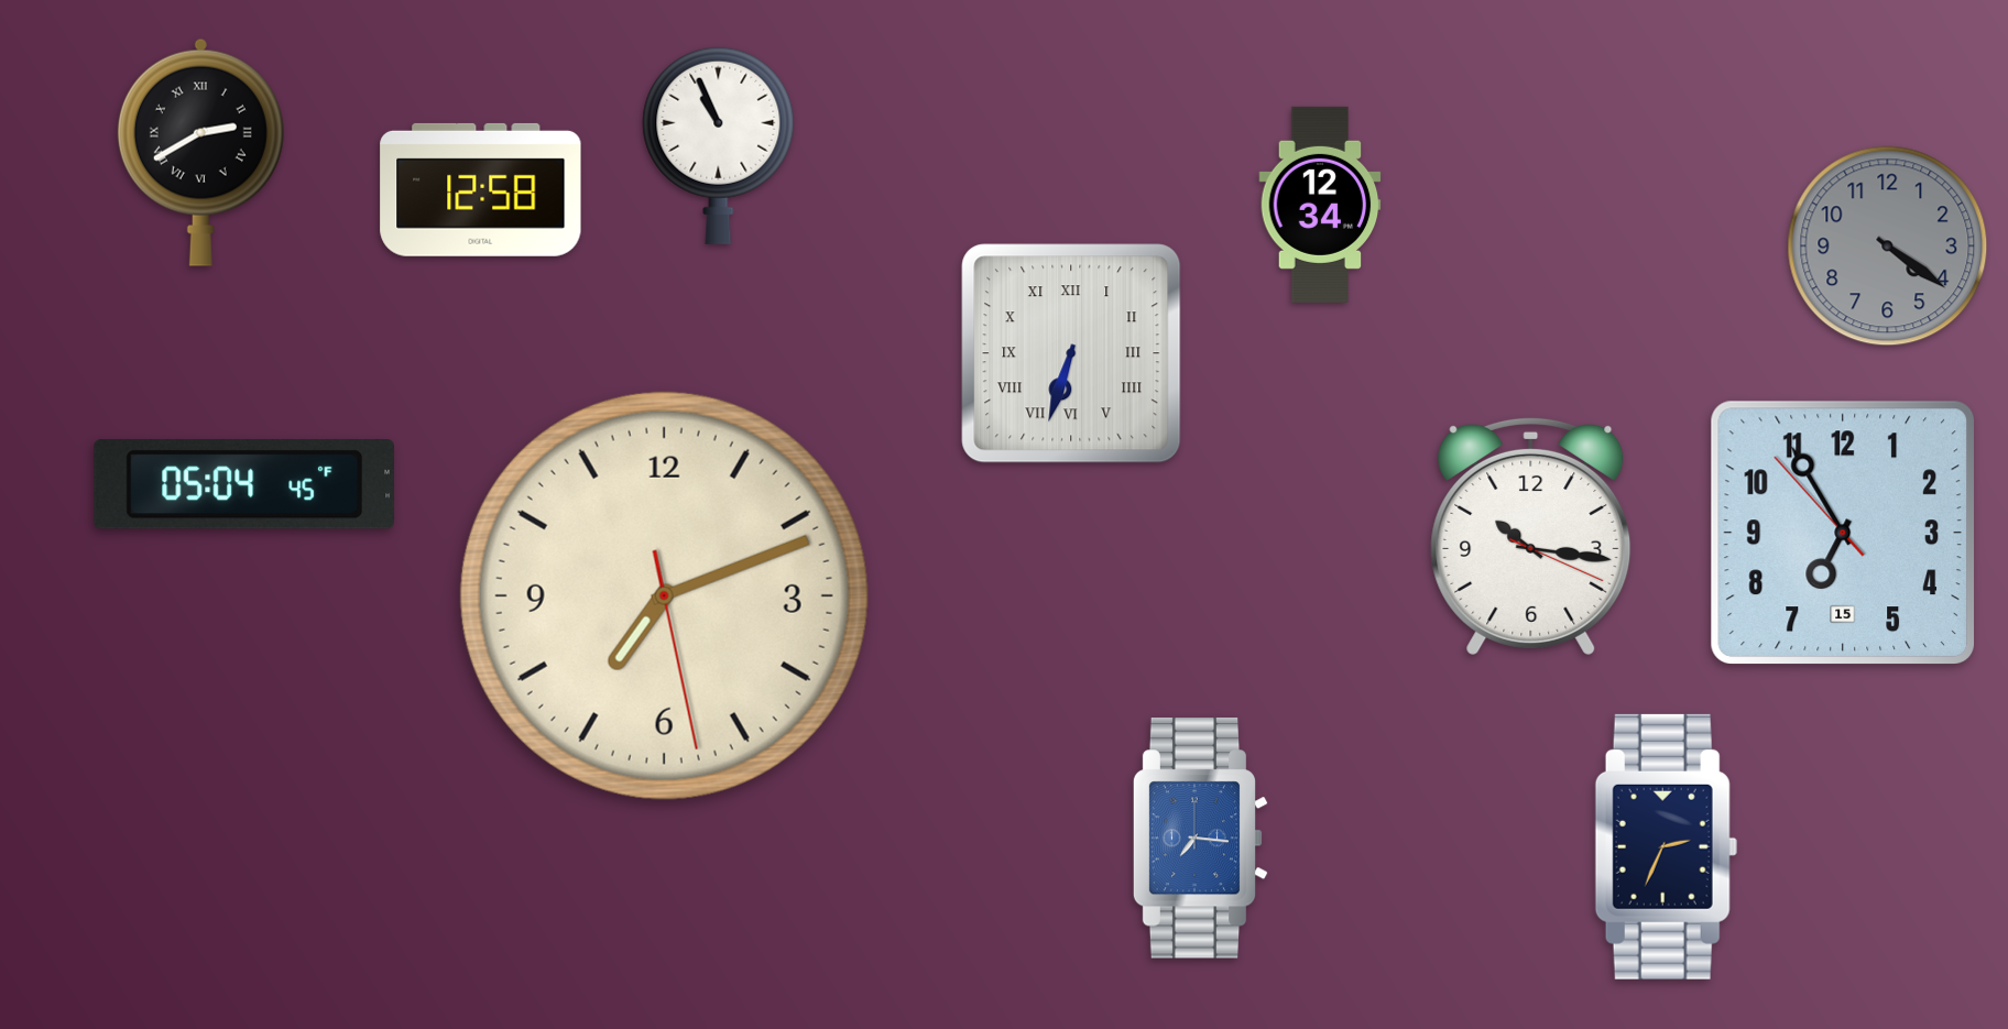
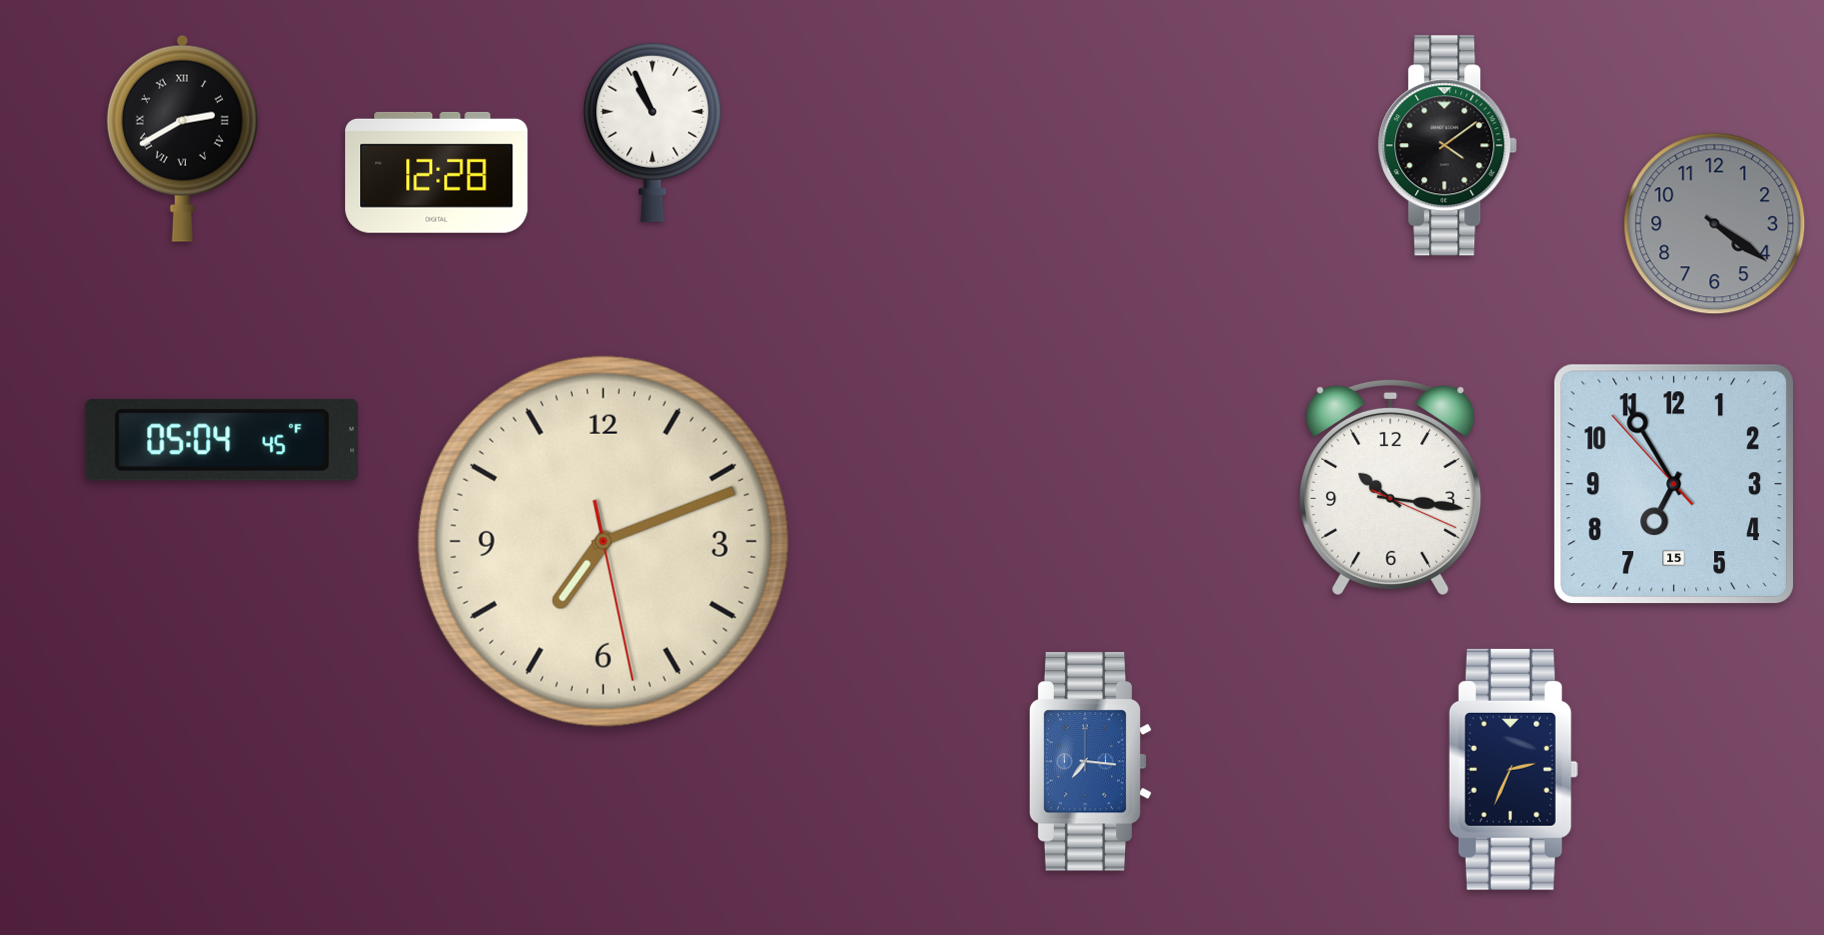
clock at (1448, 146): none -> 4:09
clock at (481, 189): 12:58 -> 12:28
clock at (1320, 205): 12:34 -> none
clock at (1071, 353): 6:33 -> none
